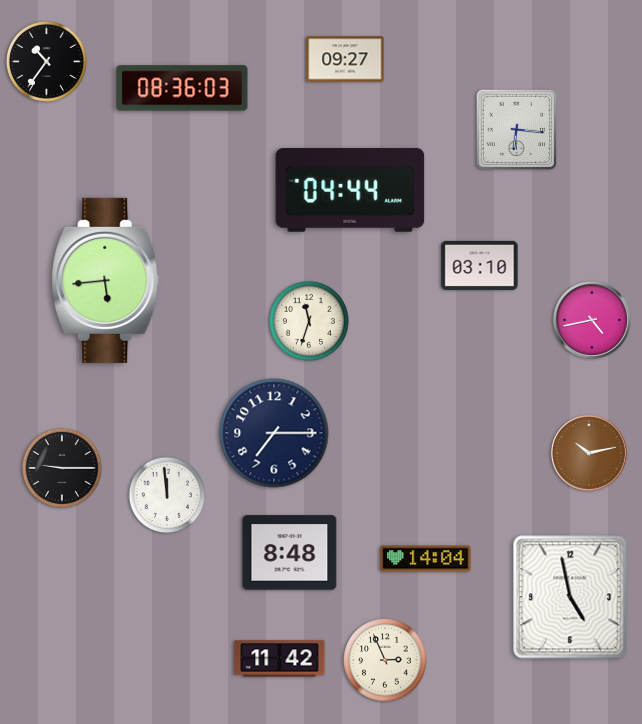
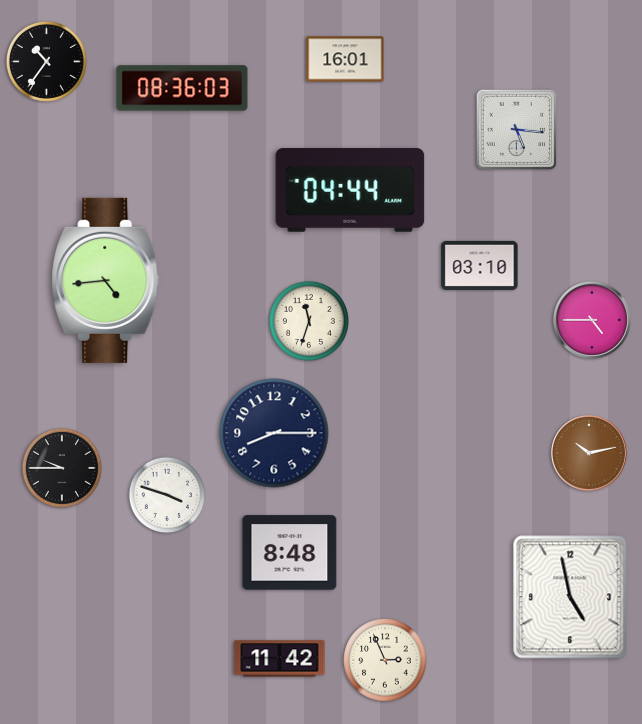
clock at (345, 59): 09:27 -> 16:01
clock at (517, 130): 6:16 -> 5:16
clock at (106, 280): 5:44 -> 4:44
clock at (592, 320): 4:43 -> 4:45
clock at (274, 433): 7:15 -> 8:15
clock at (62, 468): 9:15 -> 9:45
clock at (167, 495): 11:59 -> 3:48
clock at (426, 559): 14:04 -> none
